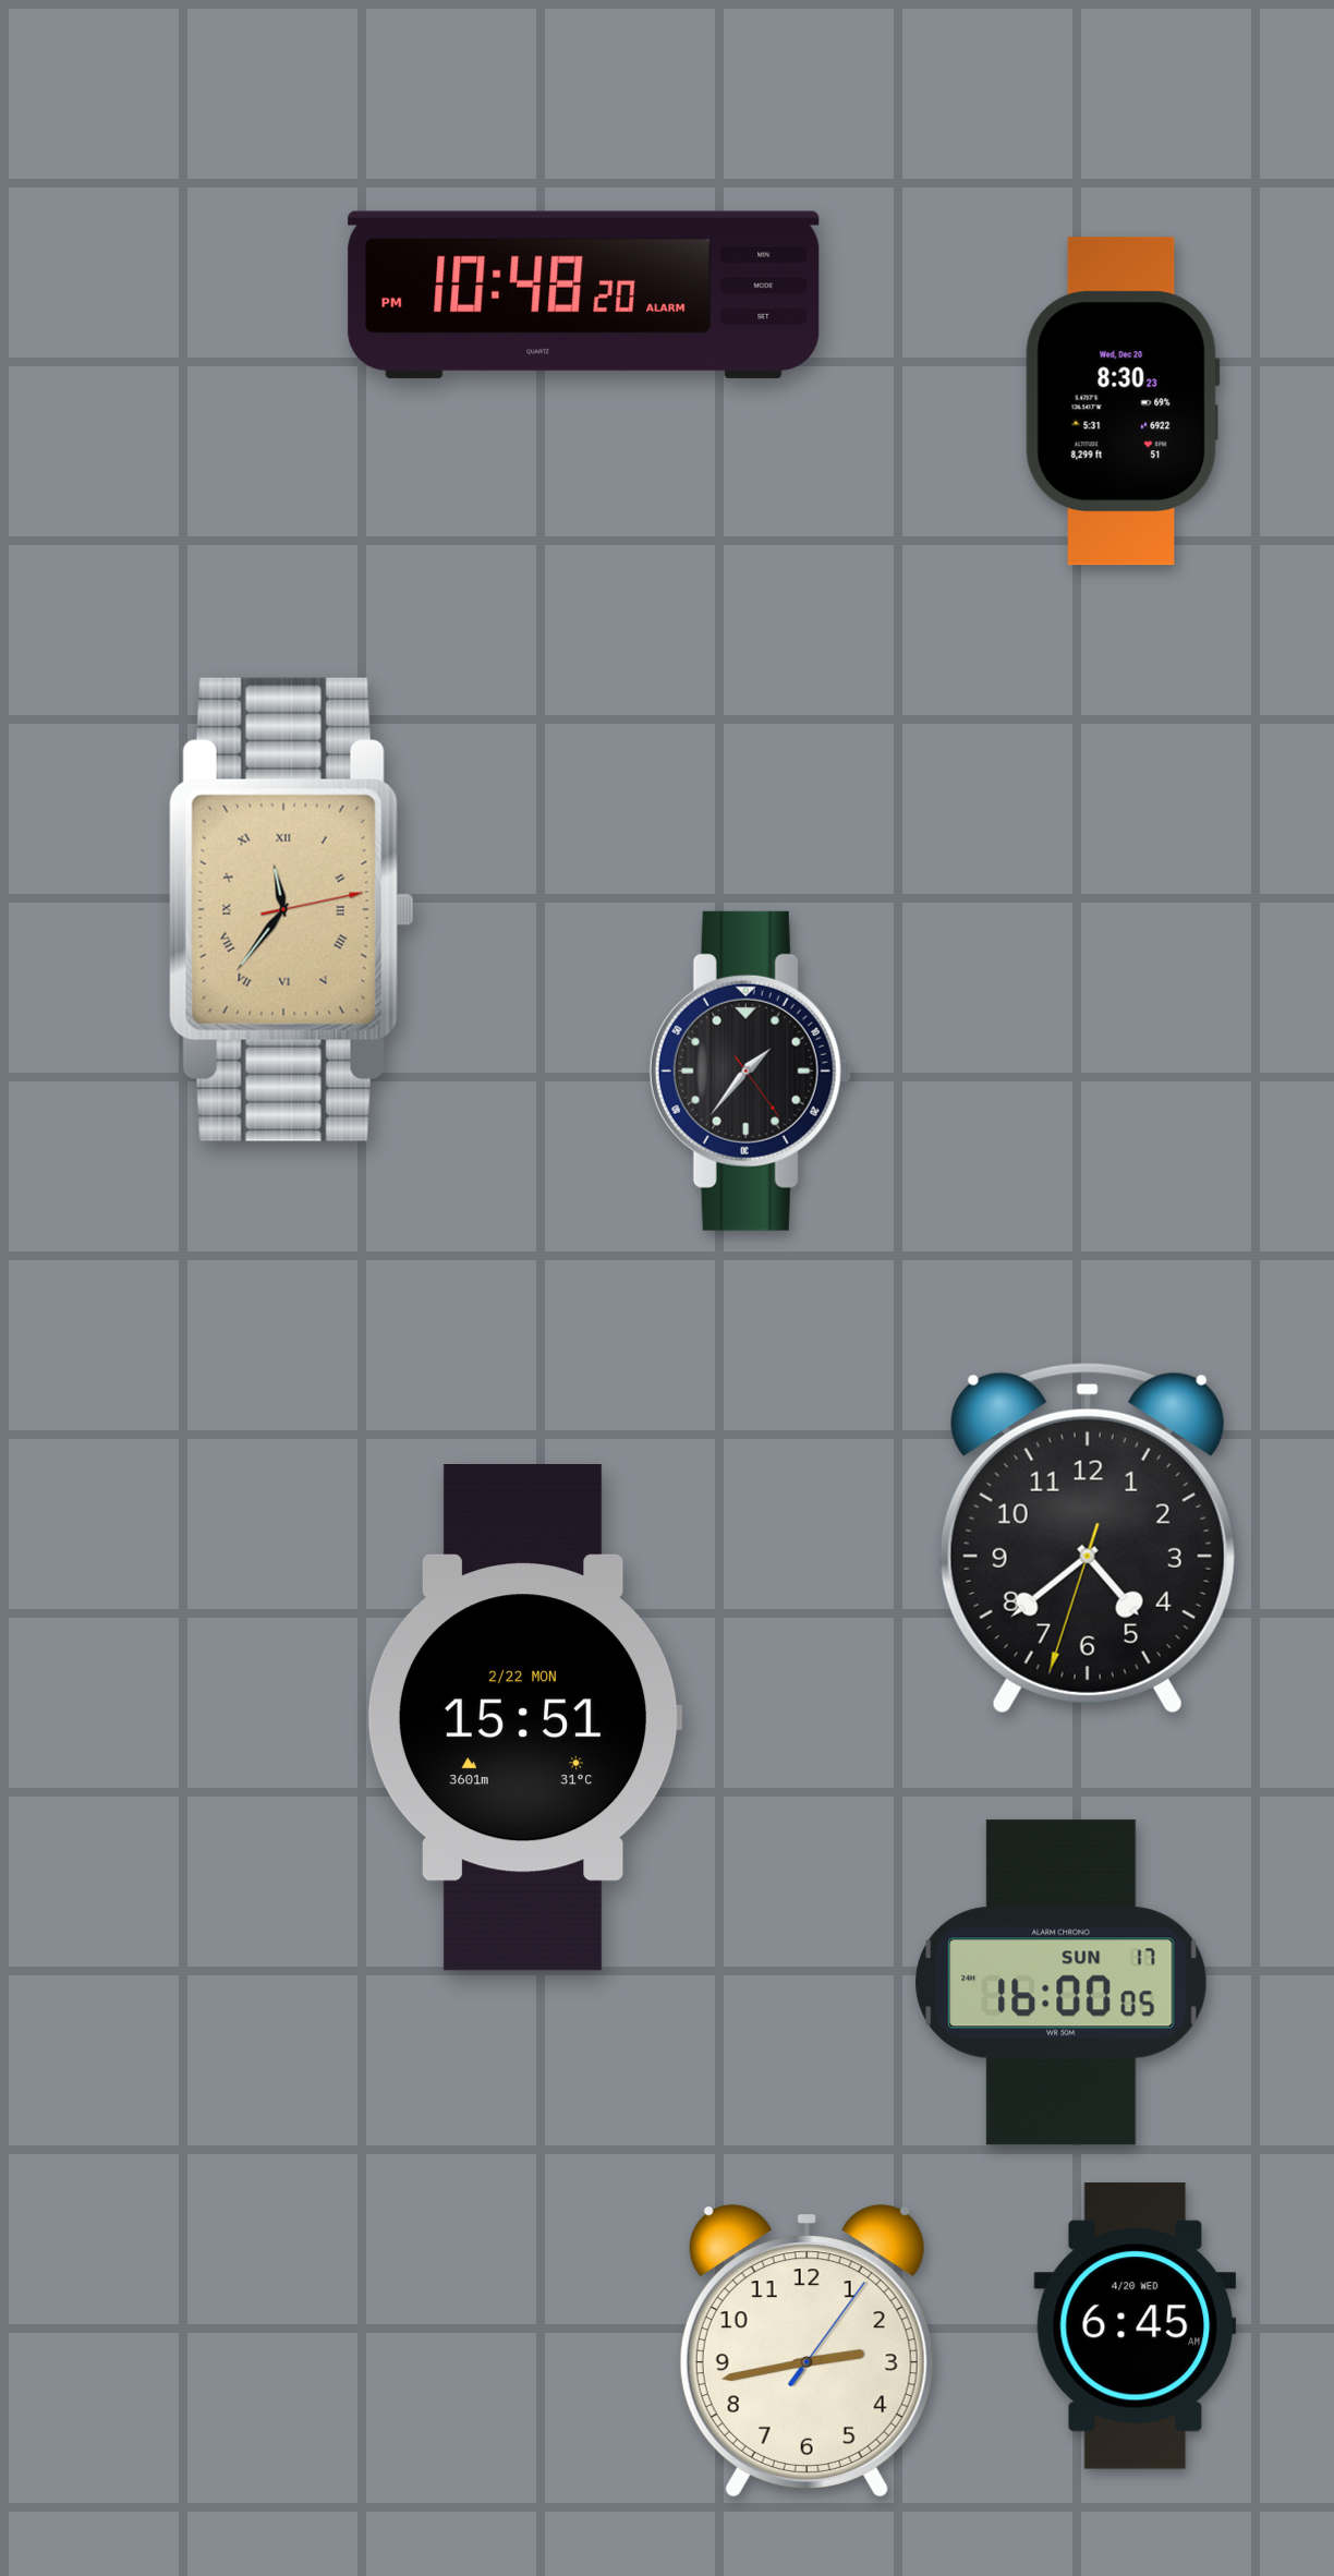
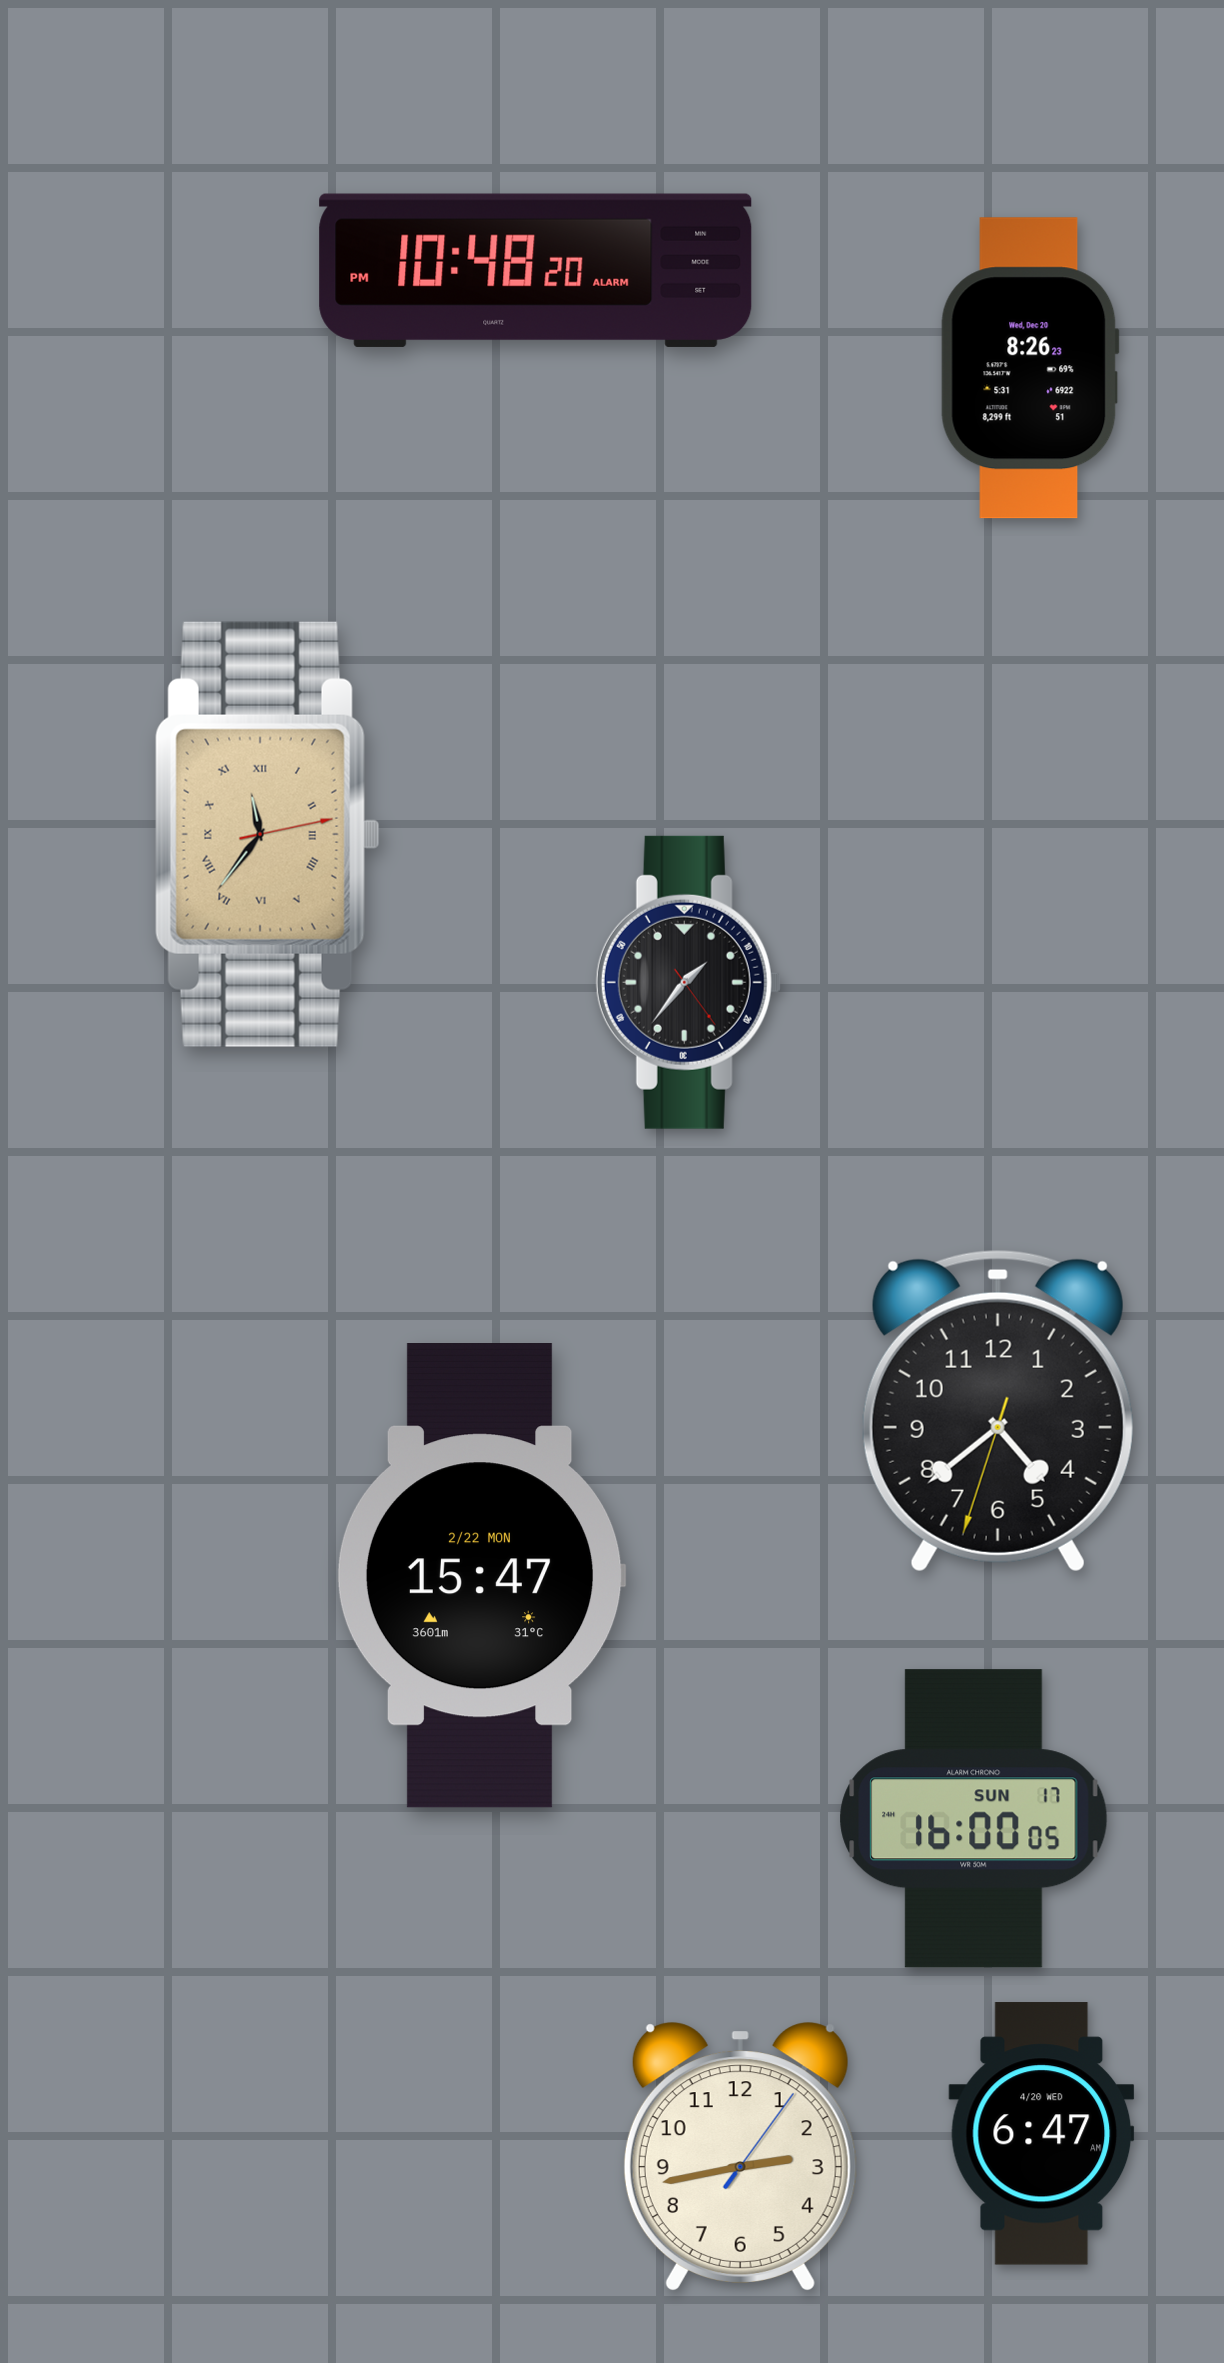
clock at (1123, 401): 8:30 -> 8:26
clock at (524, 1718): 15:51 -> 15:47
clock at (1136, 2326): 6:45 -> 6:47
